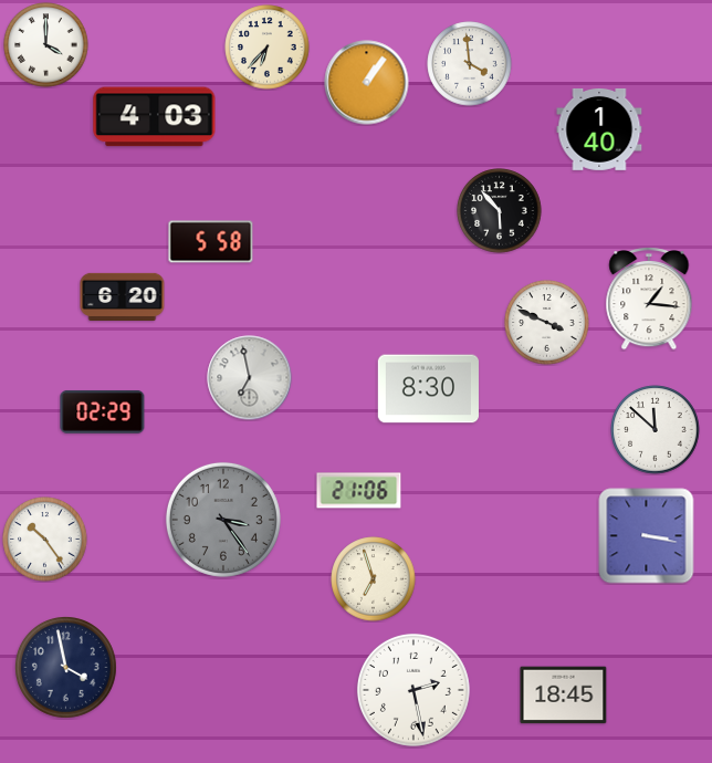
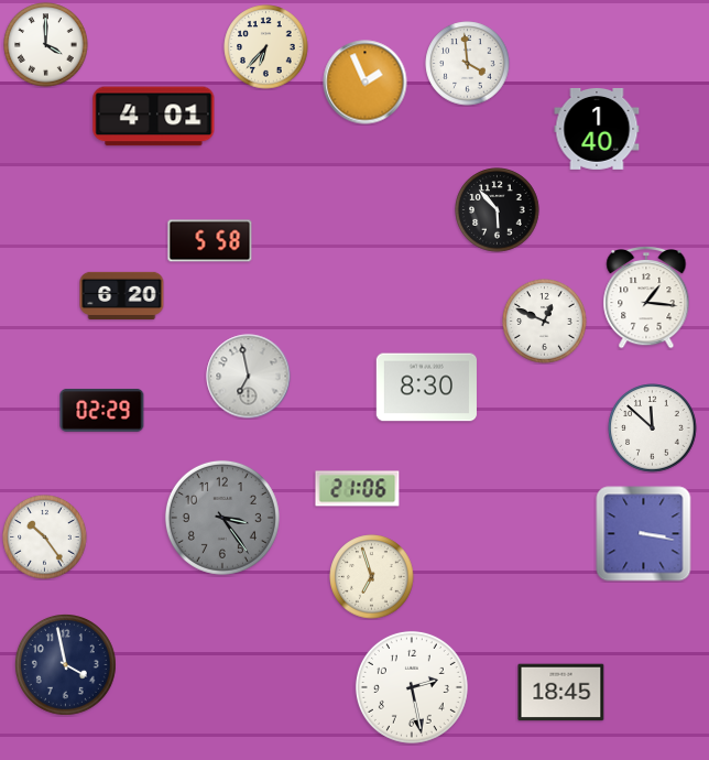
clock at (367, 83): 1:06 -> 1:56
clock at (155, 117): 4:03 -> 4:01
clock at (547, 323): 3:49 -> 12:49
